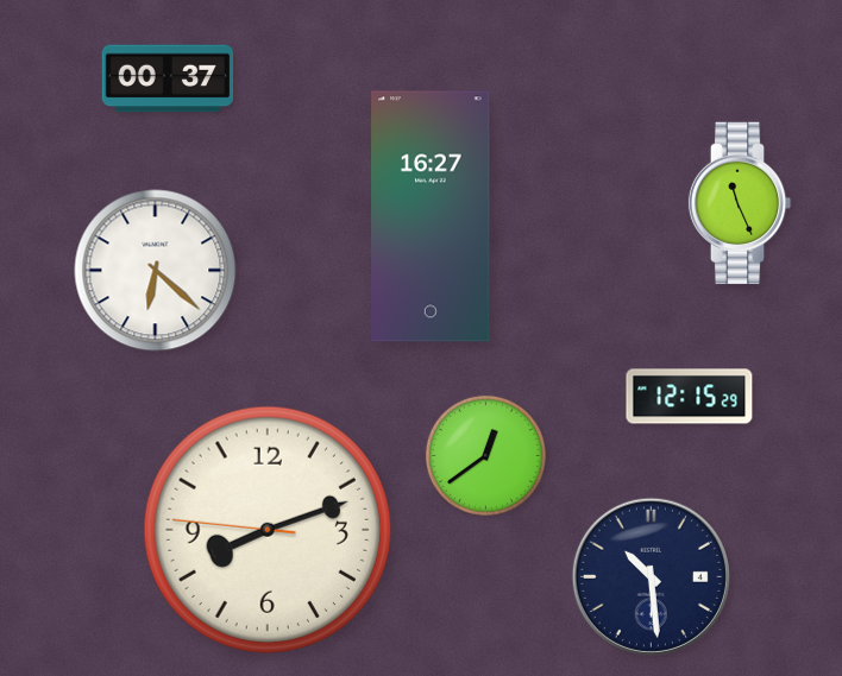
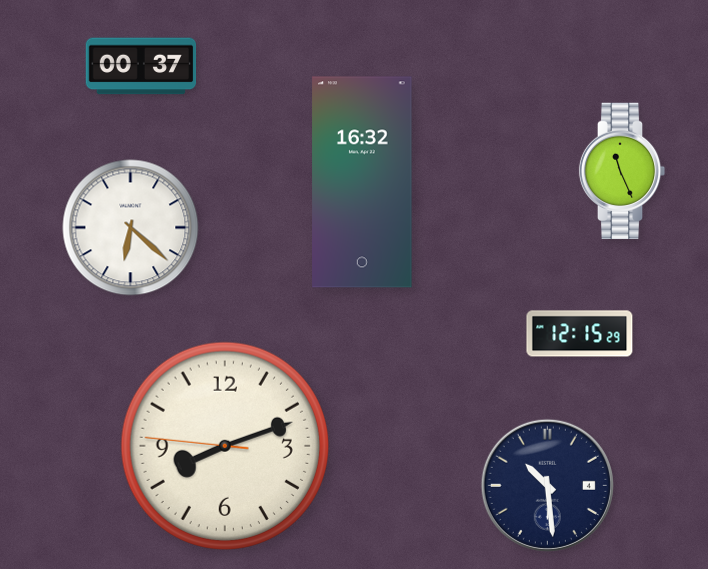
clock at (431, 216): 16:27 -> 16:32
clock at (485, 455): 12:39 -> none
